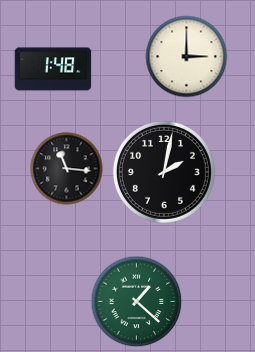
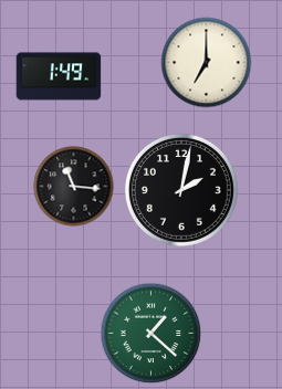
clock at (187, 57): 3:00 -> 7:00
clock at (53, 69): 1:48 -> 1:49
